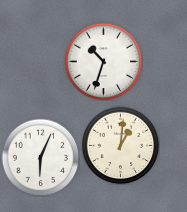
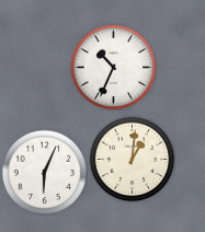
clock at (103, 61): 10:33 -> 10:34
